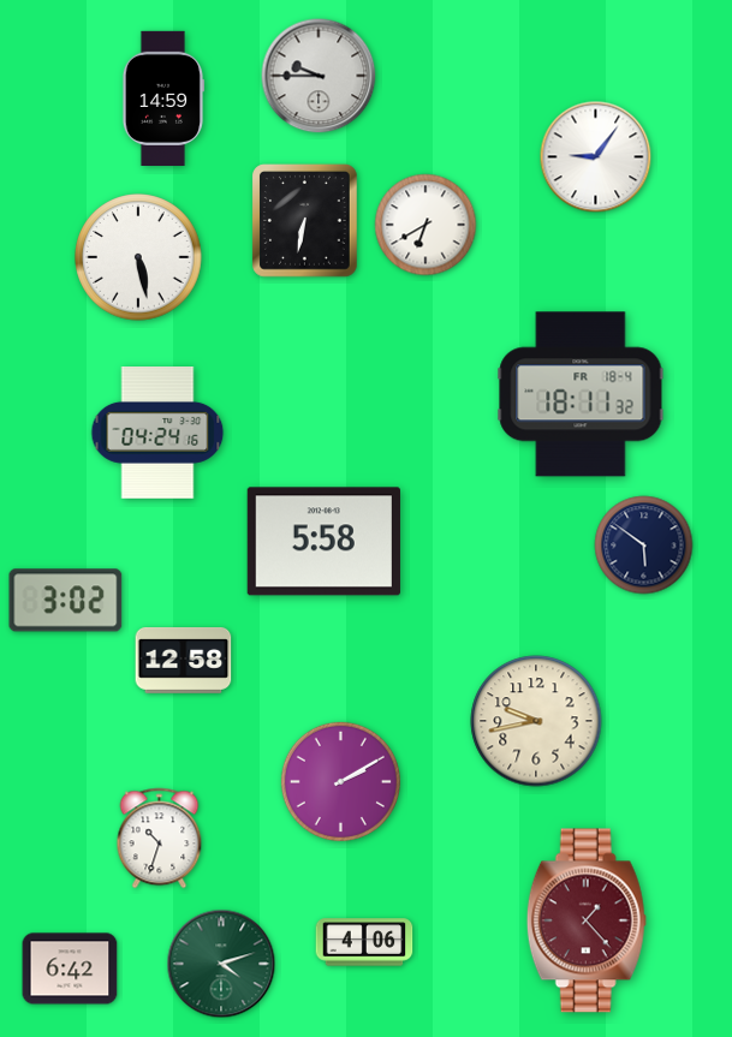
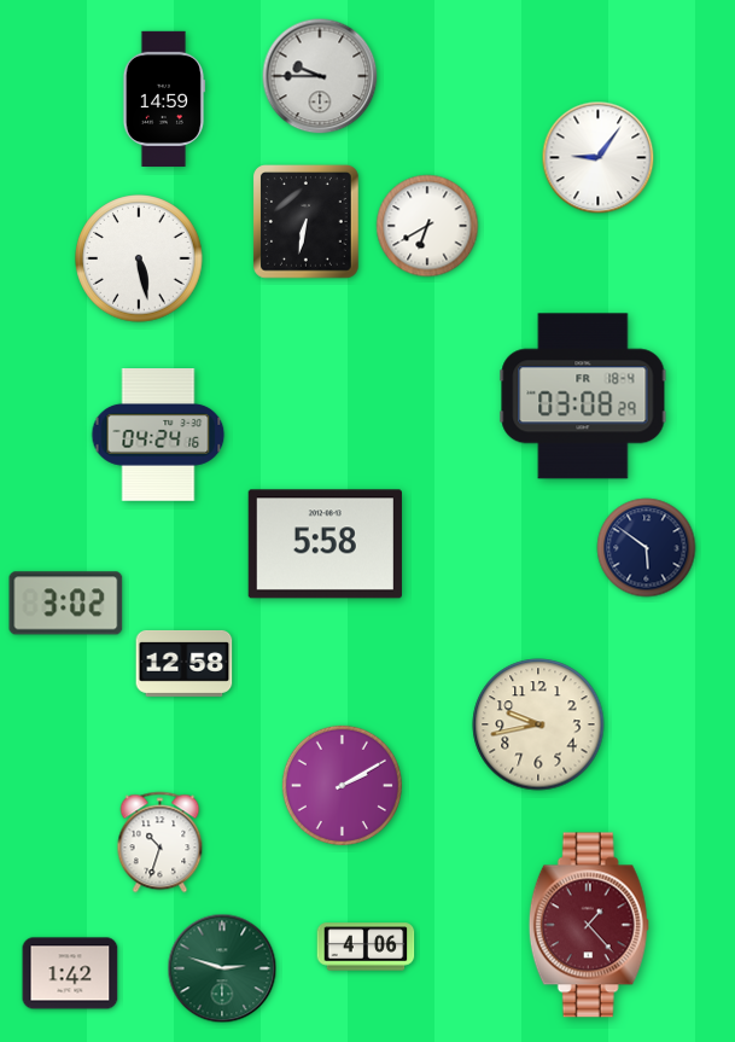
clock at (581, 394): 18:11 -> 03:08
clock at (221, 964): 4:12 -> 2:48
clock at (70, 969): 6:42 -> 1:42
